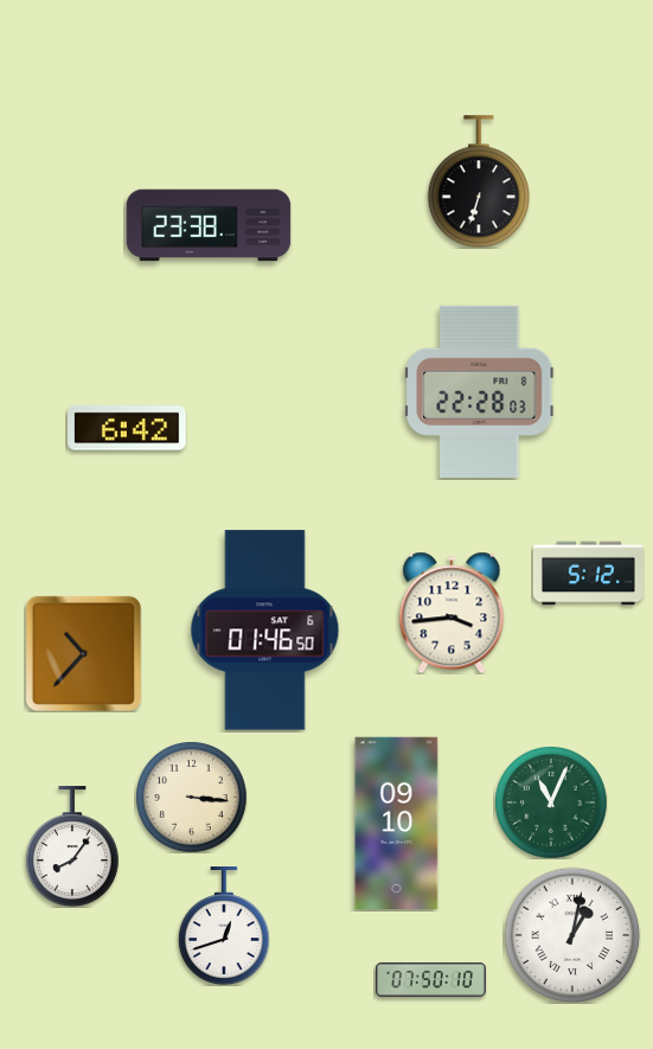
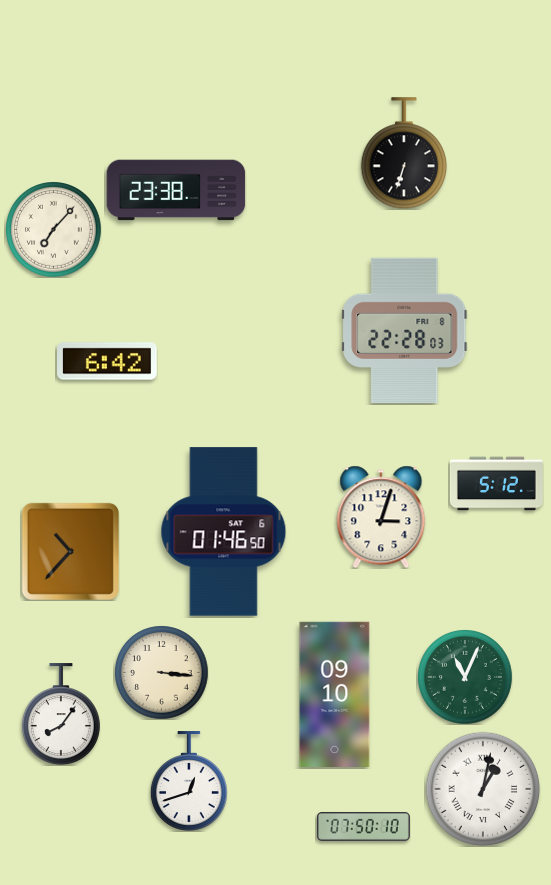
clock at (54, 230): none -> 7:07
clock at (452, 613): 3:44 -> 3:03
